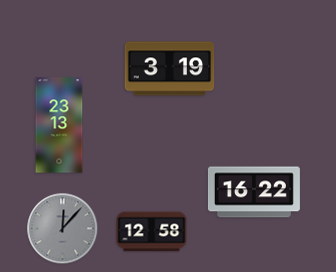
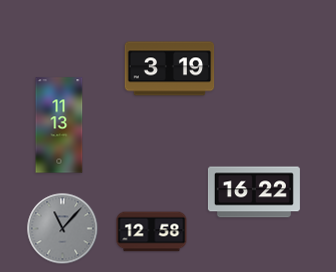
clock at (59, 125): 23:13 -> 11:13
clock at (63, 229): 12:07 -> 11:07
